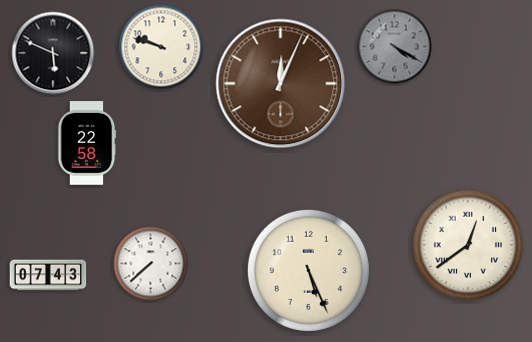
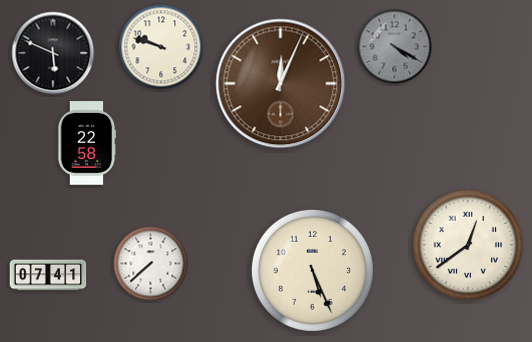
clock at (308, 270) position: (308, 270) -> (312, 270)
clock at (48, 275): 07:43 -> 07:41
